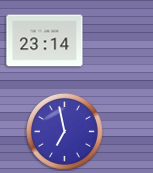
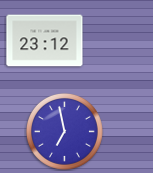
clock at (45, 41): 23:14 -> 23:12
